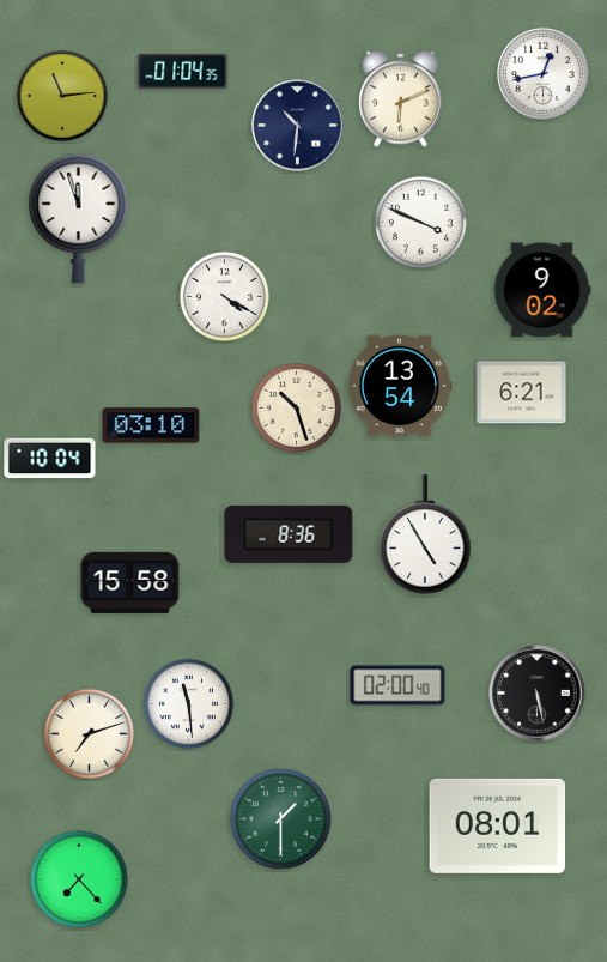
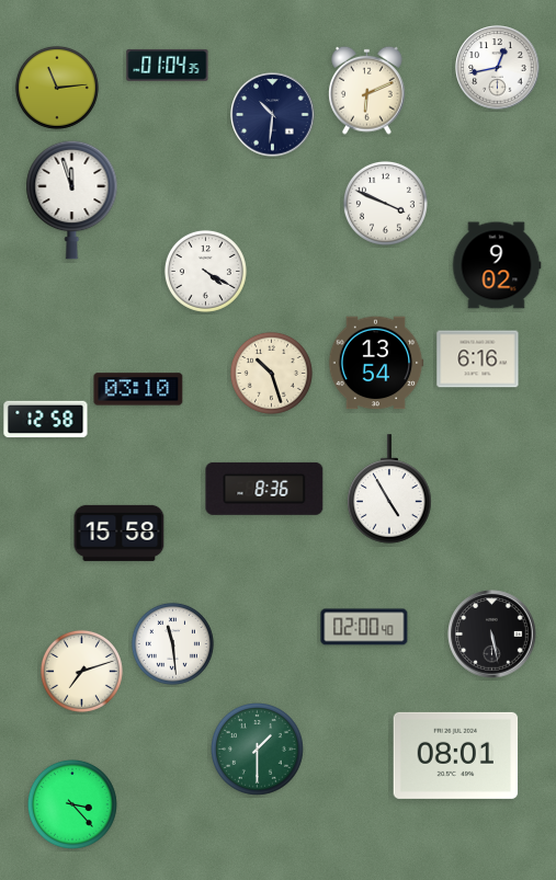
clock at (400, 386) position: (400, 386) -> (376, 363)
clock at (522, 393): 6:21 -> 6:16
clock at (50, 459): 10:04 -> 12:58
clock at (79, 879): 7:23 -> 3:23
